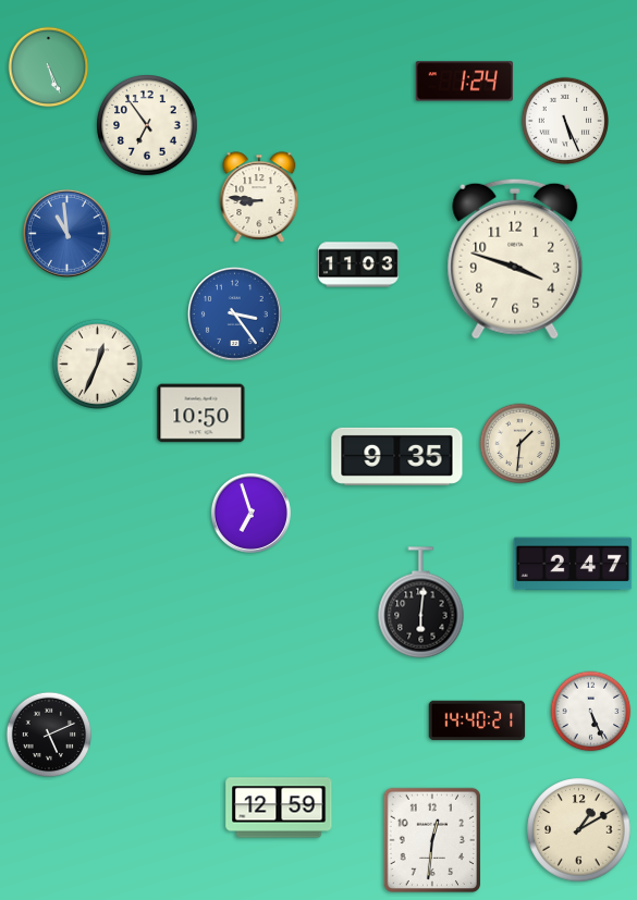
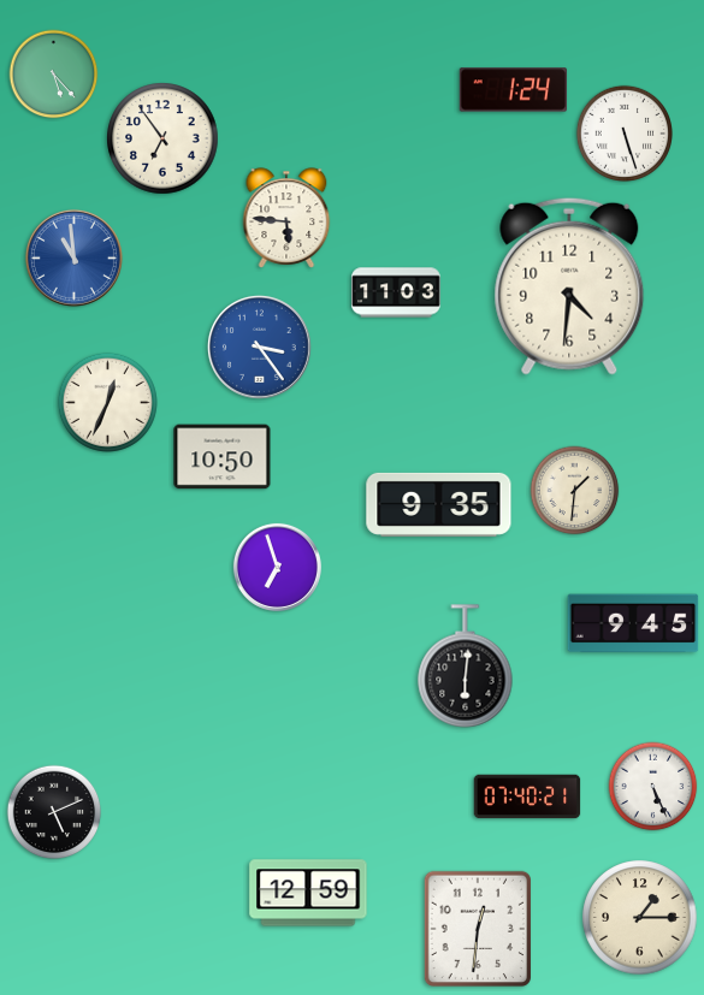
clock at (49, 67): 5:26 -> 5:23
clock at (564, 120): 5:26 -> 5:27
clock at (259, 197): 8:46 -> 5:46
clock at (515, 259): 3:48 -> 4:31
clock at (573, 564): 2:47 -> 9:45
clock at (477, 720): 14:40 -> 07:40
clock at (579, 830): 1:10 -> 1:15
